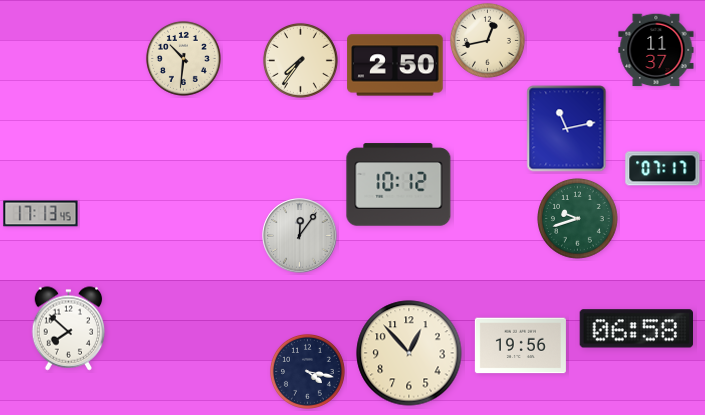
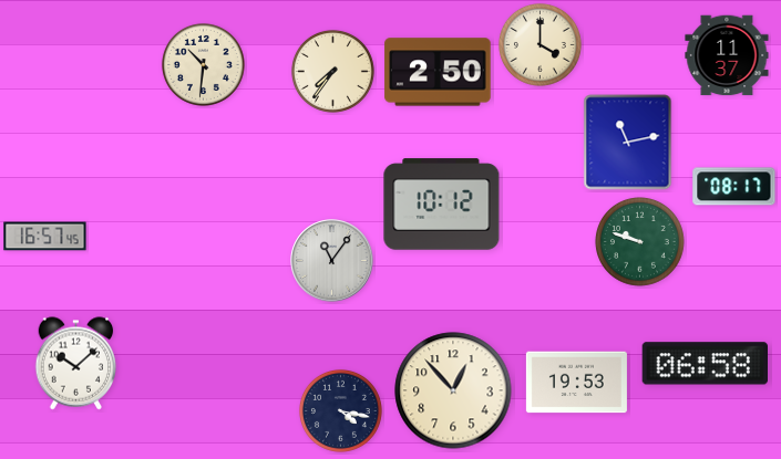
clock at (487, 40): 12:43 -> 4:00
clock at (300, 60) position: (300, 60) -> (332, 71)
clock at (663, 169): 07:17 -> 08:17
clock at (41, 214): 17:13 -> 16:57
clock at (578, 219): 9:42 -> 9:48
clock at (300, 236): 12:06 -> 11:06
clock at (69, 329): 7:52 -> 10:08
clock at (520, 346): 19:56 -> 19:53
